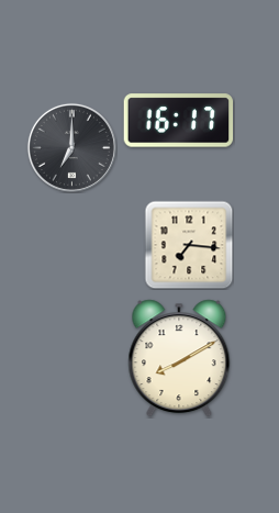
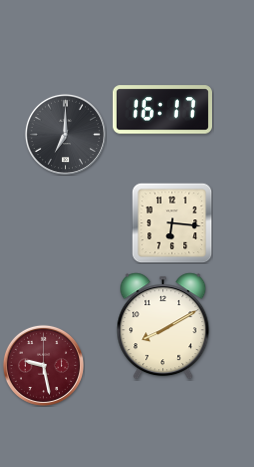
clock at (189, 245): 7:16 -> 6:16
clock at (43, 365): none -> 9:28
